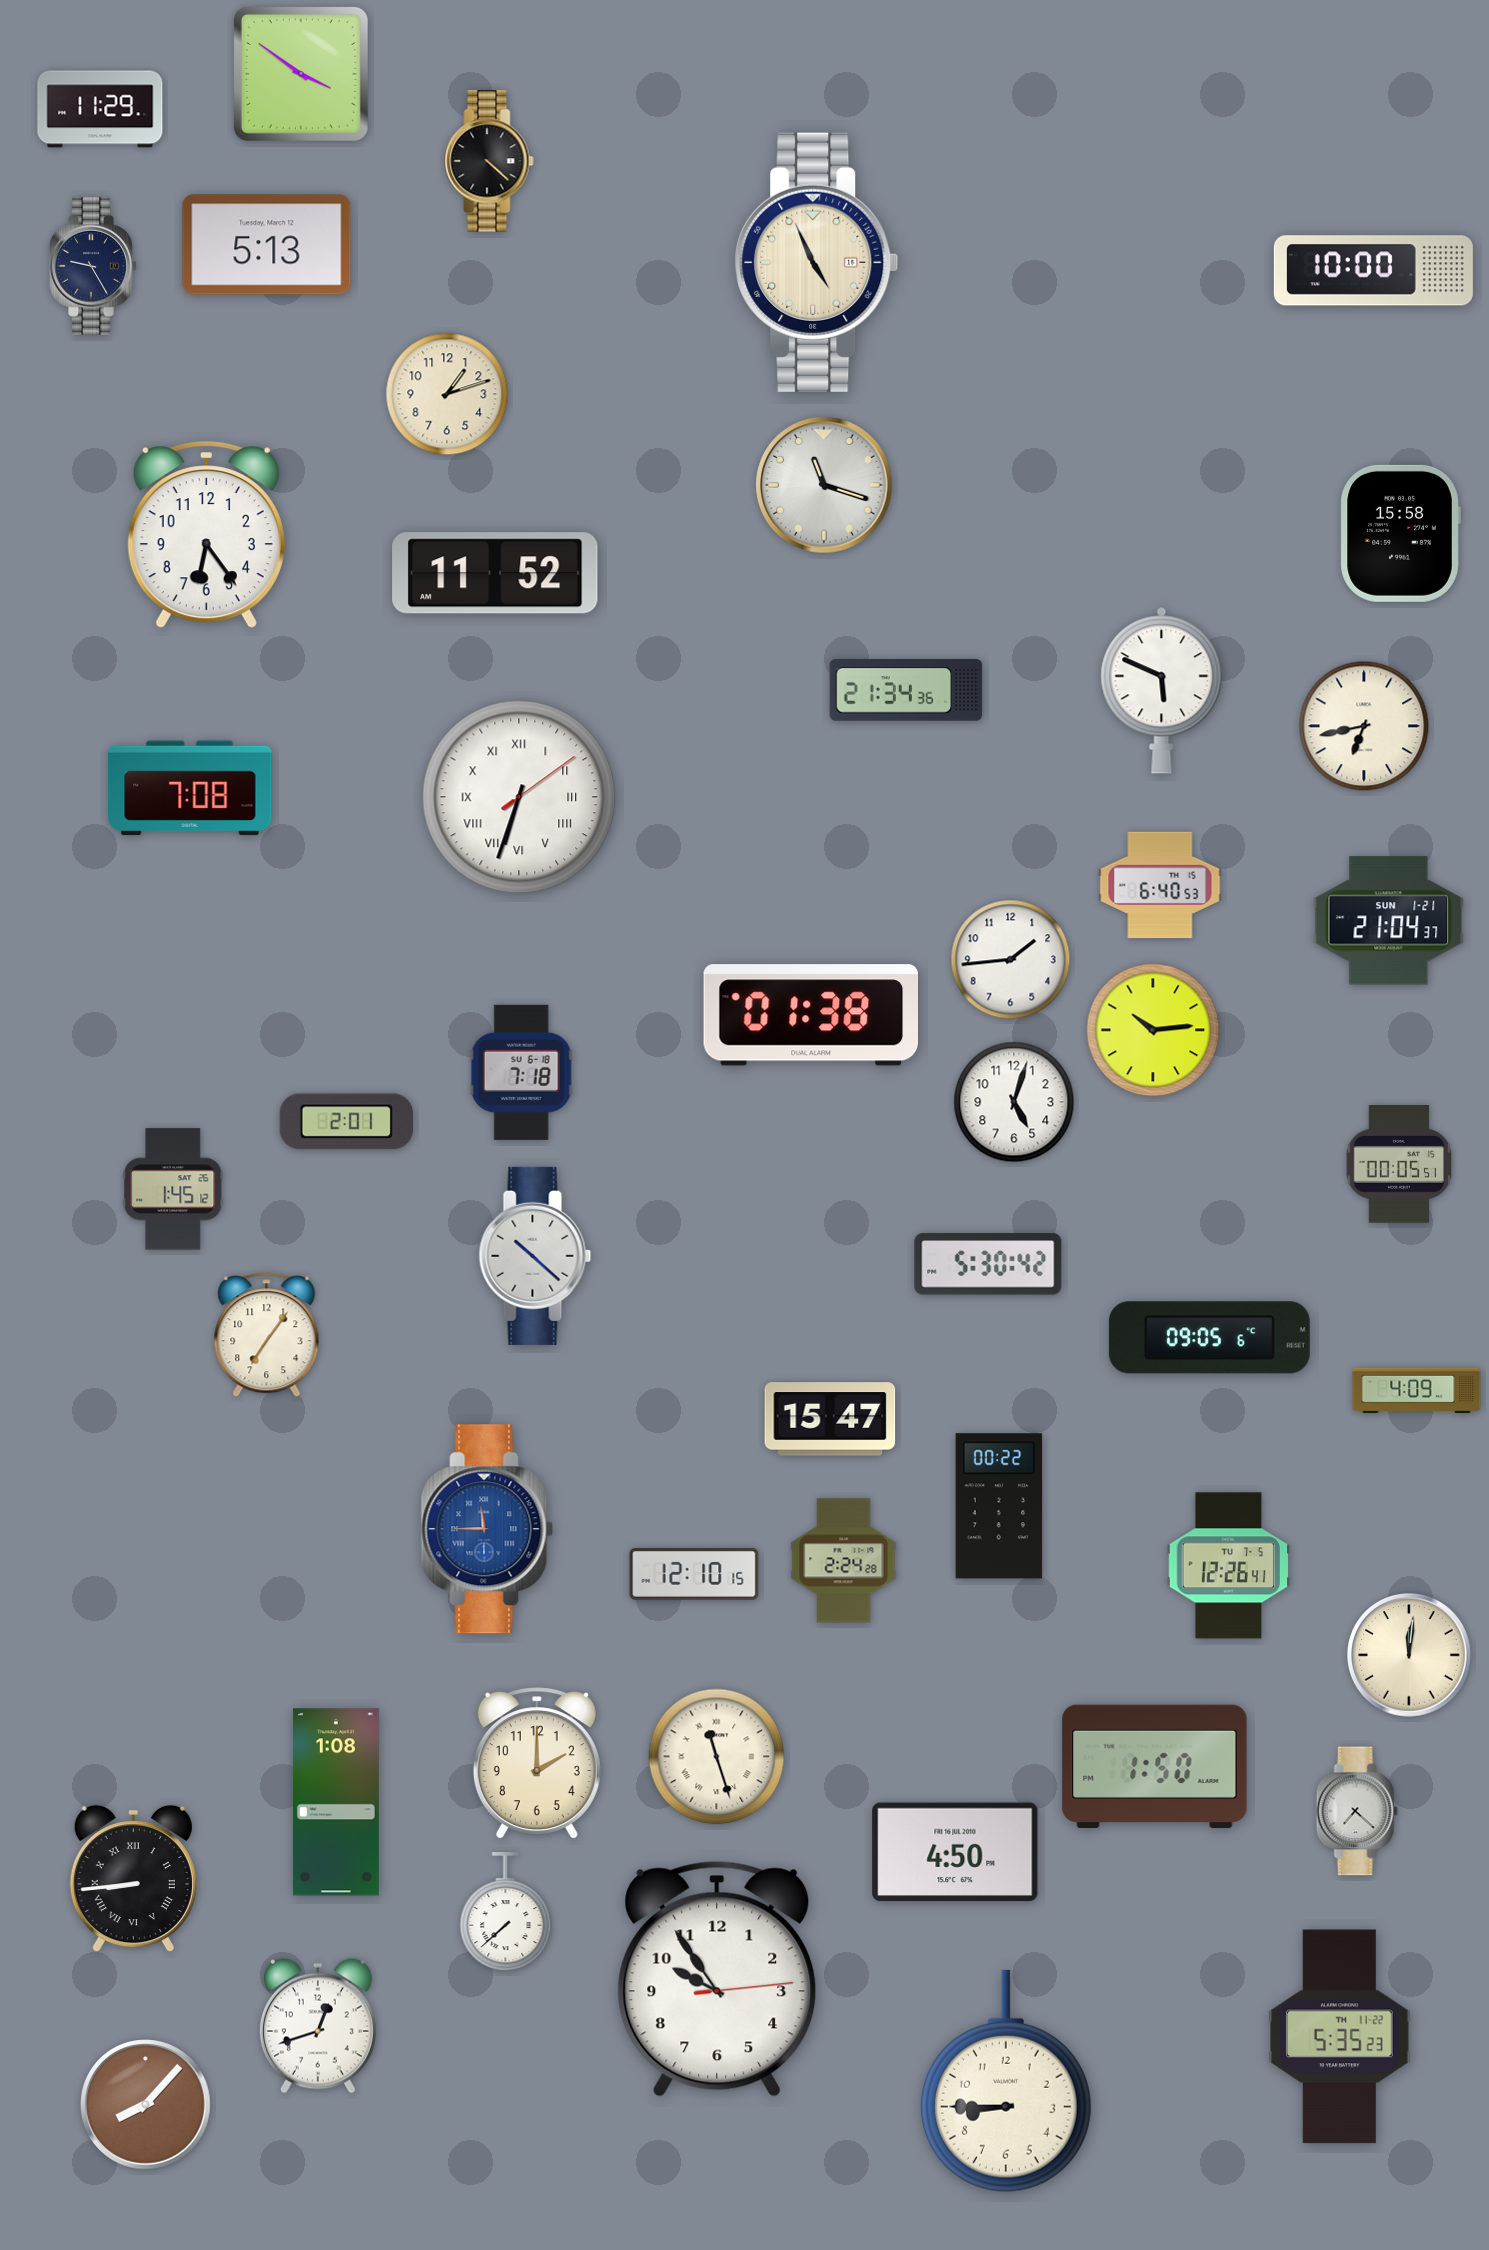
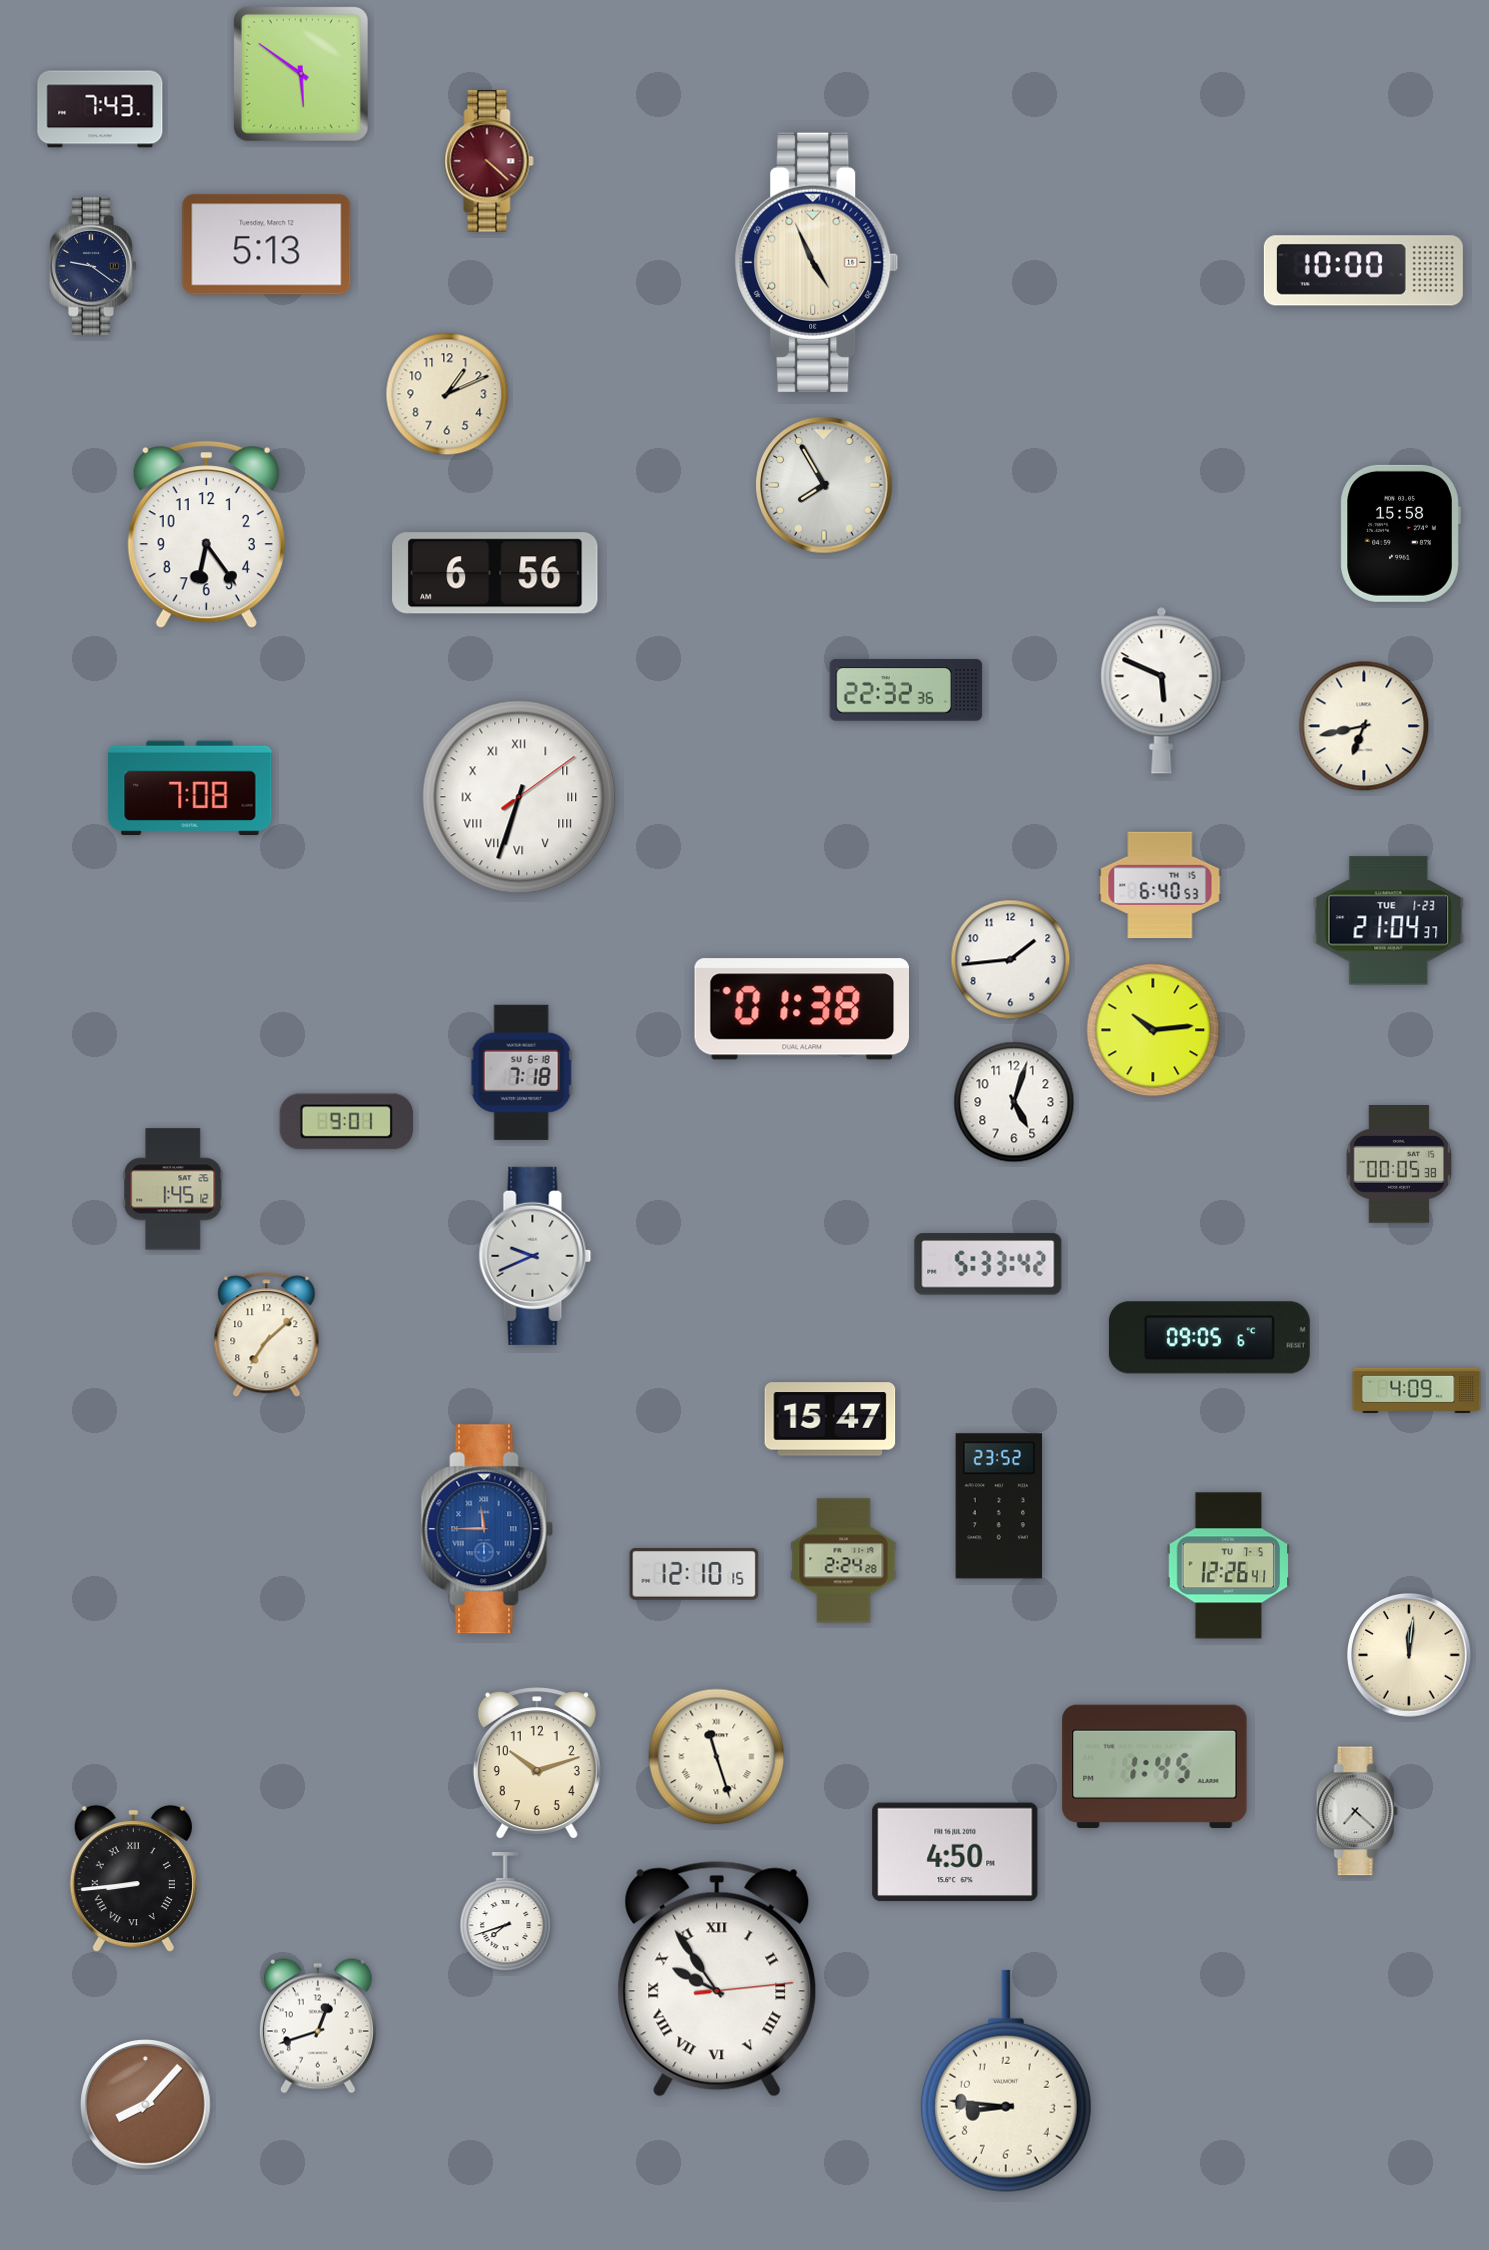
clock at (301, 74): 3:51 -> 5:51
clock at (100, 109): 11:29 -> 7:43
clock at (489, 161) dial: black -> burgundy
clock at (93, 266): 9:25 -> 9:21
clock at (1373, 271) position: (1373, 271) -> (1363, 271)
clock at (447, 394): 1:12 -> 1:11
clock at (824, 485): 11:18 -> 7:55
clock at (495, 573): 11:52 -> 6:56
clock at (906, 690): 21:34 -> 22:32
clock at (1389, 921) date: SUN 1-21 -> TUE 1-23
clock at (810, 1015) position: (810, 1015) -> (801, 1009)
clock at (346, 1122): 2:01 -> 9:01
clock at (1399, 1165): 00:05:51 -> 00:05:38
clock at (535, 1256): 10:22 -> 9:41
clock at (988, 1264): 5:30 -> 5:33
clock at (267, 1335): 7:06 -> 7:08
clock at (999, 1506): 00:22 -> 23:52
clock at (537, 1763): 2:00 -> 10:12
clock at (1155, 1767): 1:50 -> 1:45
clock at (336, 1802): 1:08 -> none
clock at (506, 1912): 7:38 -> 7:42
clock at (717, 1979) numerals: Arabic -> Roman
clock at (1340, 2037): 5:35 -> none
clock at (1006, 2081): 8:45 -> 8:46
